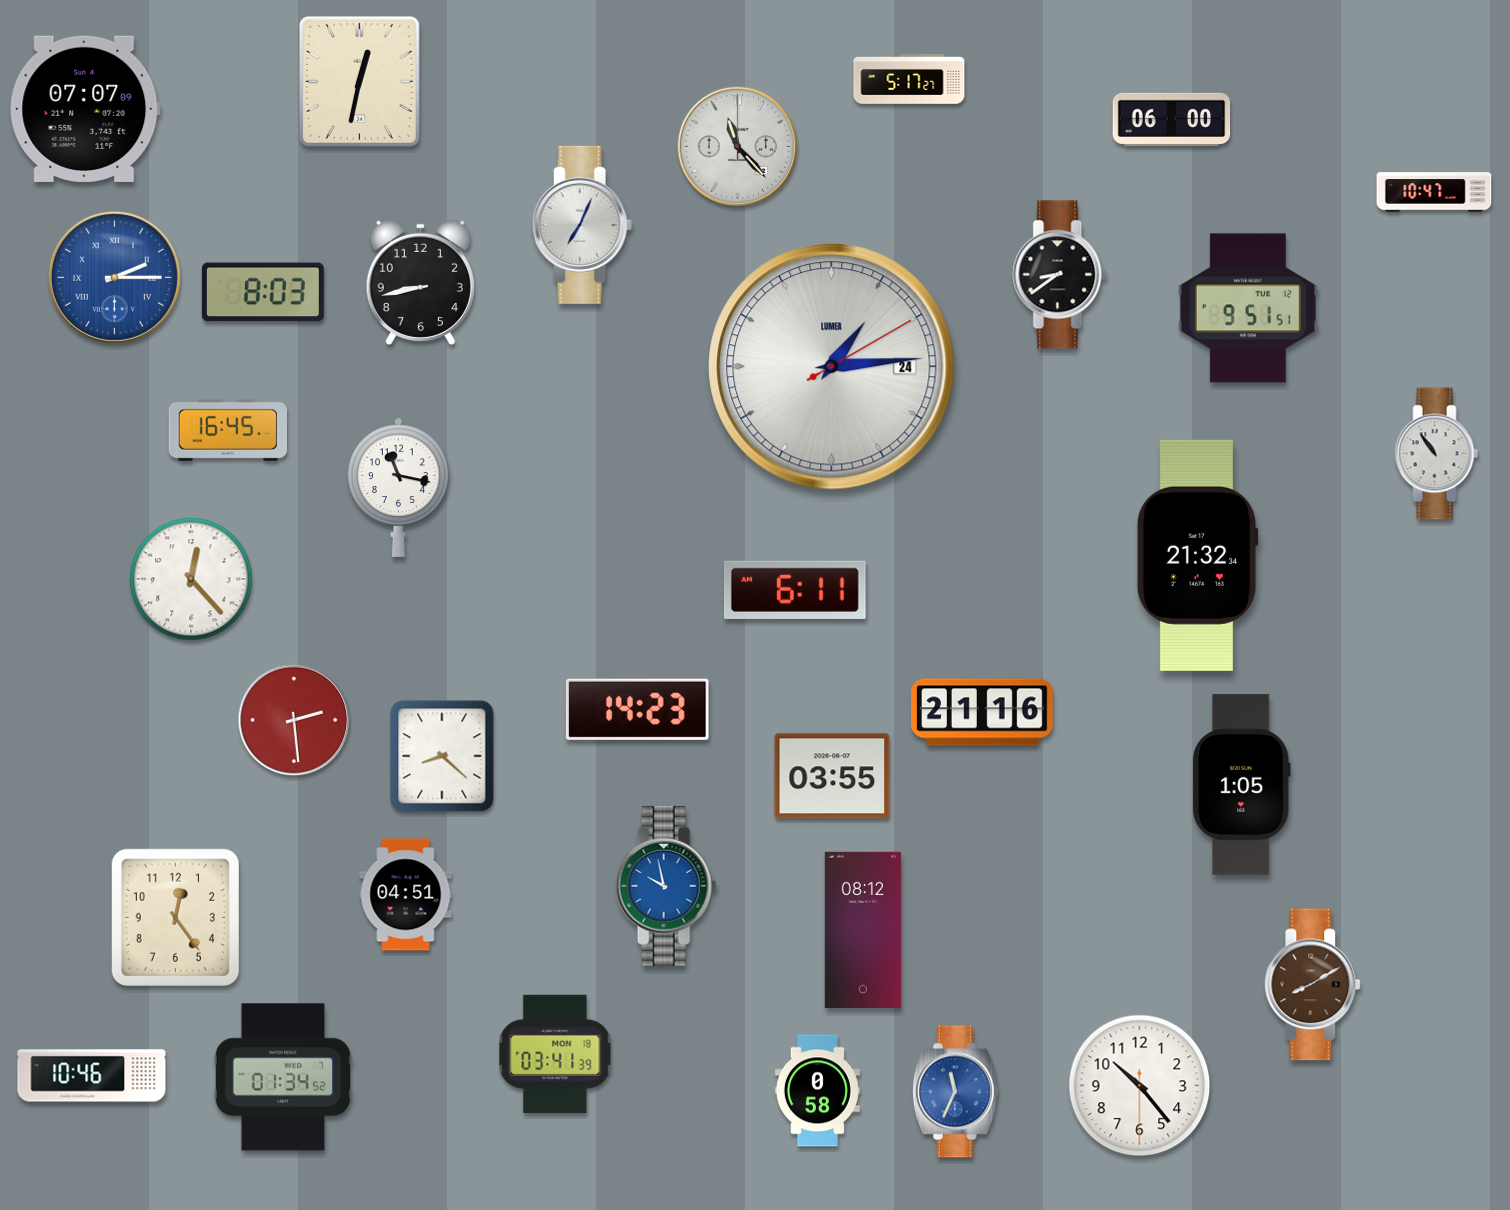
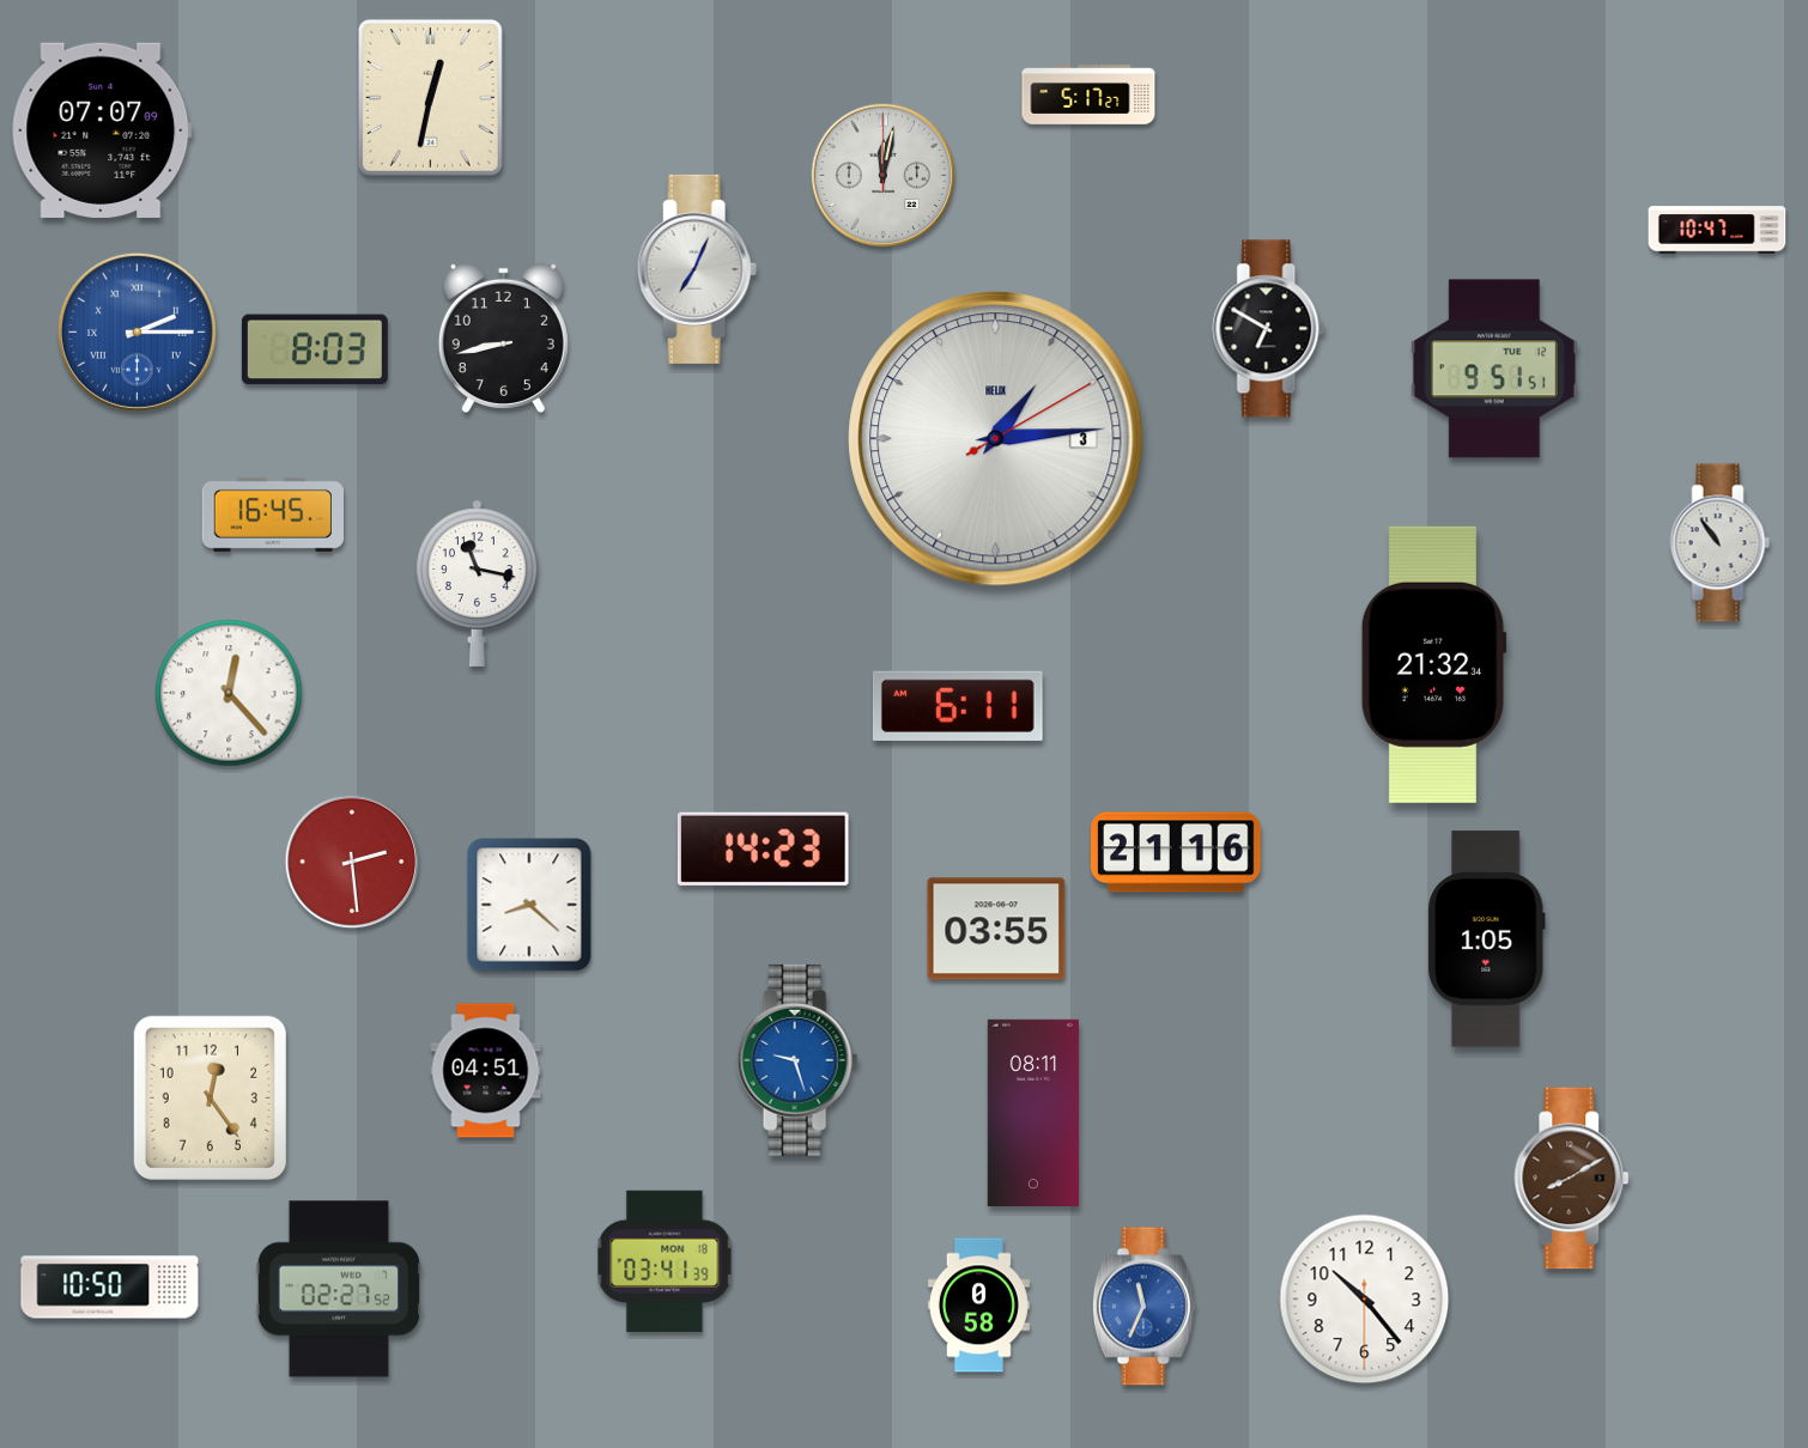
clock at (1172, 119): 06:00 -> none
clock at (737, 146): 11:23 -> 12:02
clock at (1060, 275): 8:39 -> 6:50
clock at (832, 367) date: 24 -> 3
clock at (832, 367) brand: LUMEA -> HELIX
clock at (795, 590) position: (795, 590) -> (958, 706)
clock at (666, 886): 9:58 -> 9:27
clock at (863, 930): 08:12 -> 08:11
clock at (92, 1076): 10:46 -> 10:50
clock at (282, 1077): 01:34 -> 02:27
